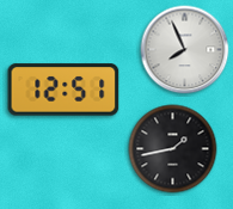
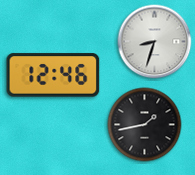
clock at (185, 50): 7:56 -> 8:33
clock at (63, 90): 12:51 -> 12:46
